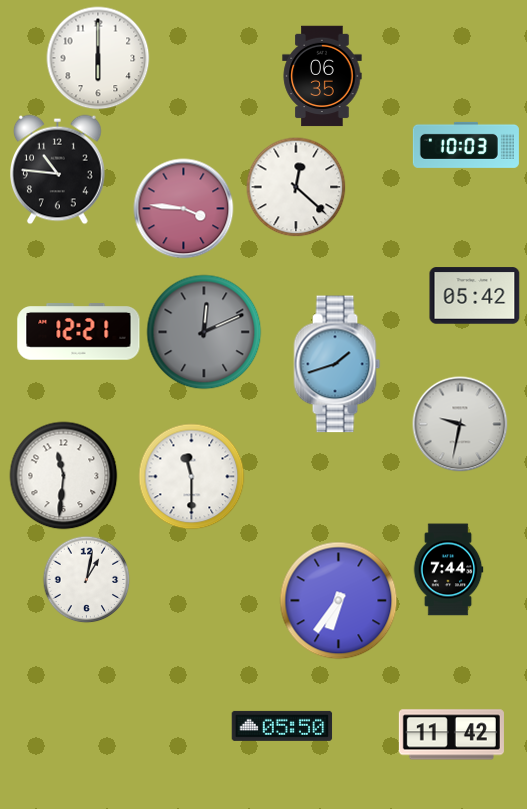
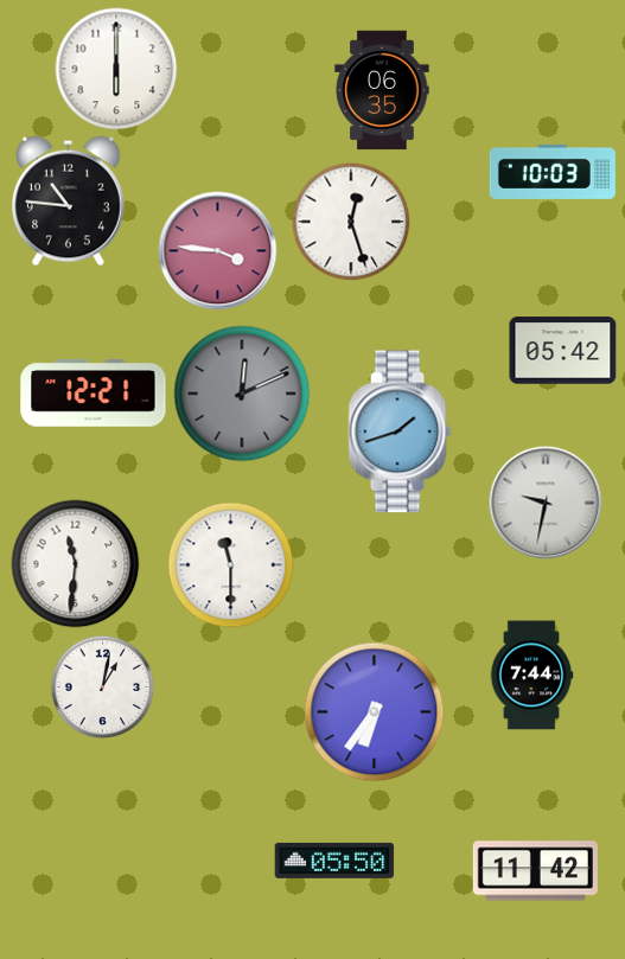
clock at (296, 187): 12:22 -> 12:27
clock at (184, 209) position: (184, 209) -> (218, 251)
clock at (192, 477) position: (192, 477) -> (231, 565)
clock at (339, 601) position: (339, 601) -> (375, 712)
